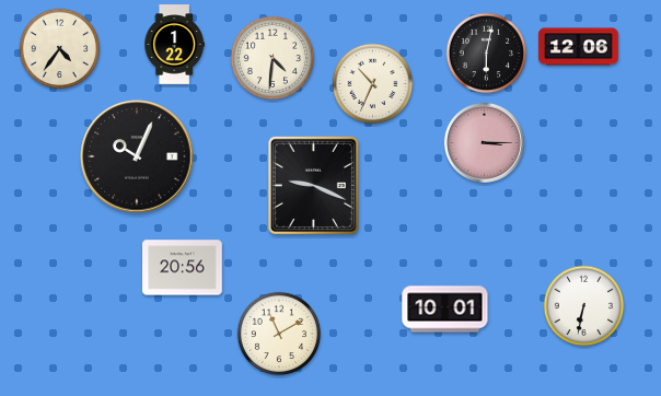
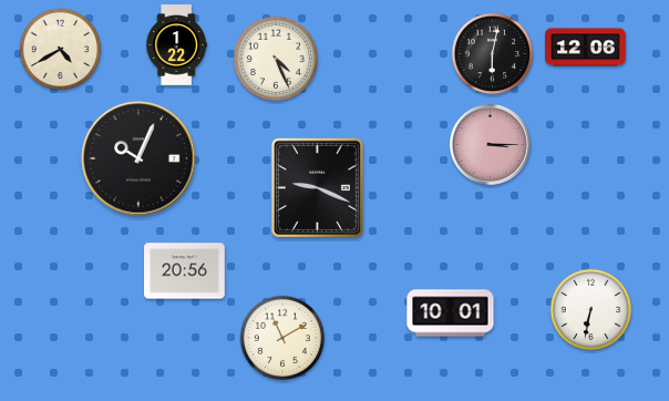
clock at (60, 49): 4:36 -> 4:40
clock at (272, 58): 4:31 -> 4:26
clock at (373, 84): 10:34 -> none
